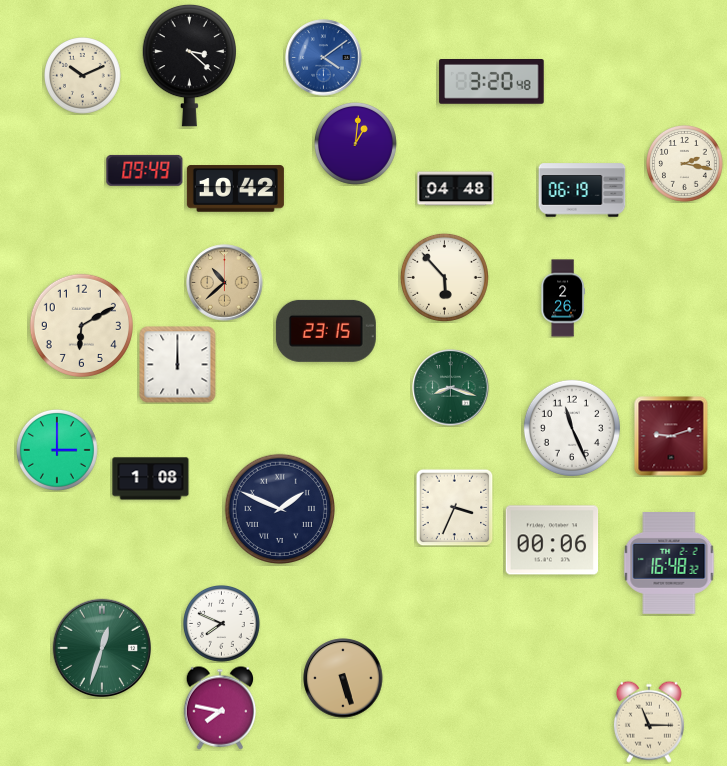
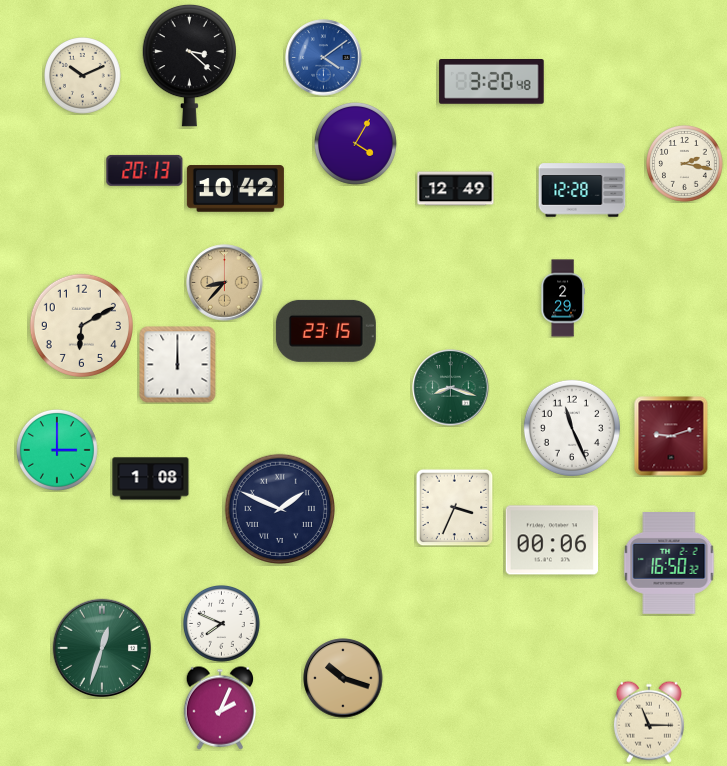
clock at (355, 143): 1:01 -> 4:05
clock at (145, 170): 09:49 -> 20:13
clock at (456, 189): 04:48 -> 12:49
clock at (582, 190): 06:19 -> 12:28
clock at (444, 277): 5:53 -> none
clock at (225, 283): 10:38 -> 8:37
clock at (563, 298): 2:26 -> 2:29
clock at (669, 564): 16:48 -> 16:50
clock at (343, 678): 5:27 -> 10:18
clock at (220, 708): 7:47 -> 2:04
